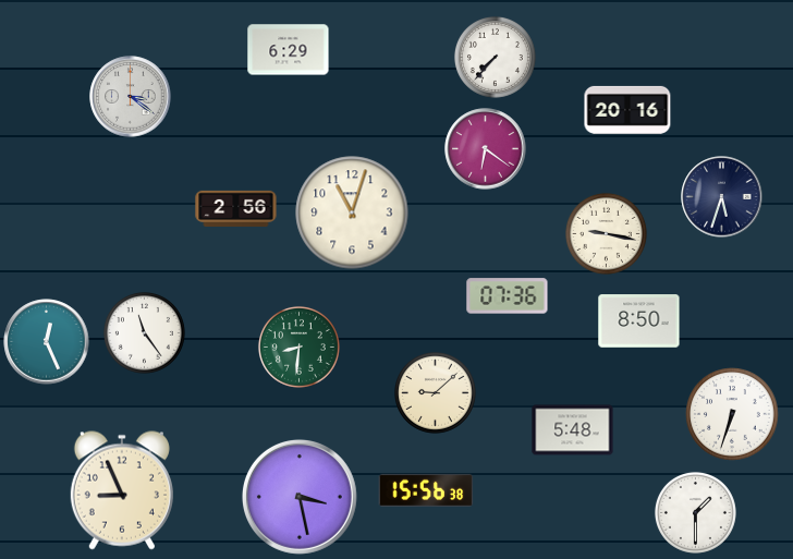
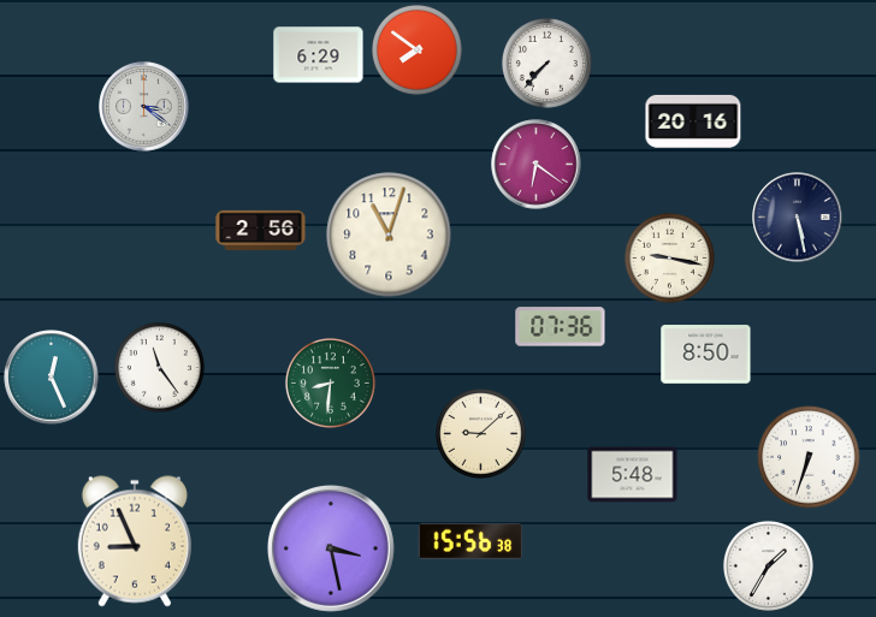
clock at (416, 49): none -> 7:51
clock at (722, 197): 5:33 -> 5:28
clock at (695, 512): 1:30 -> 1:35
